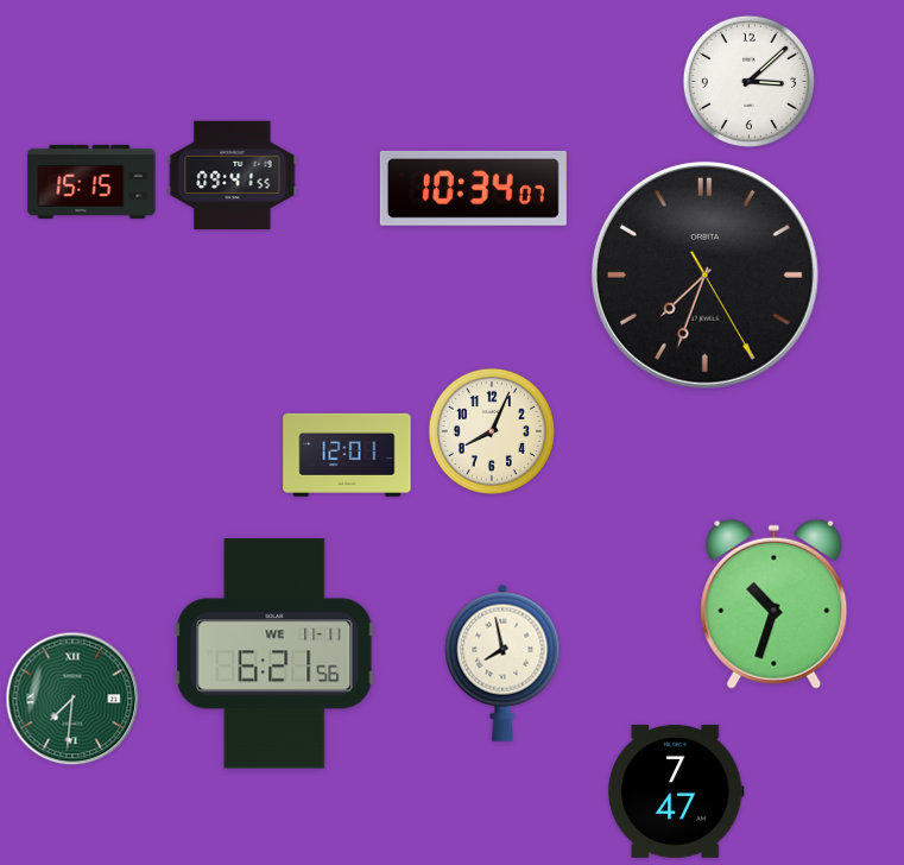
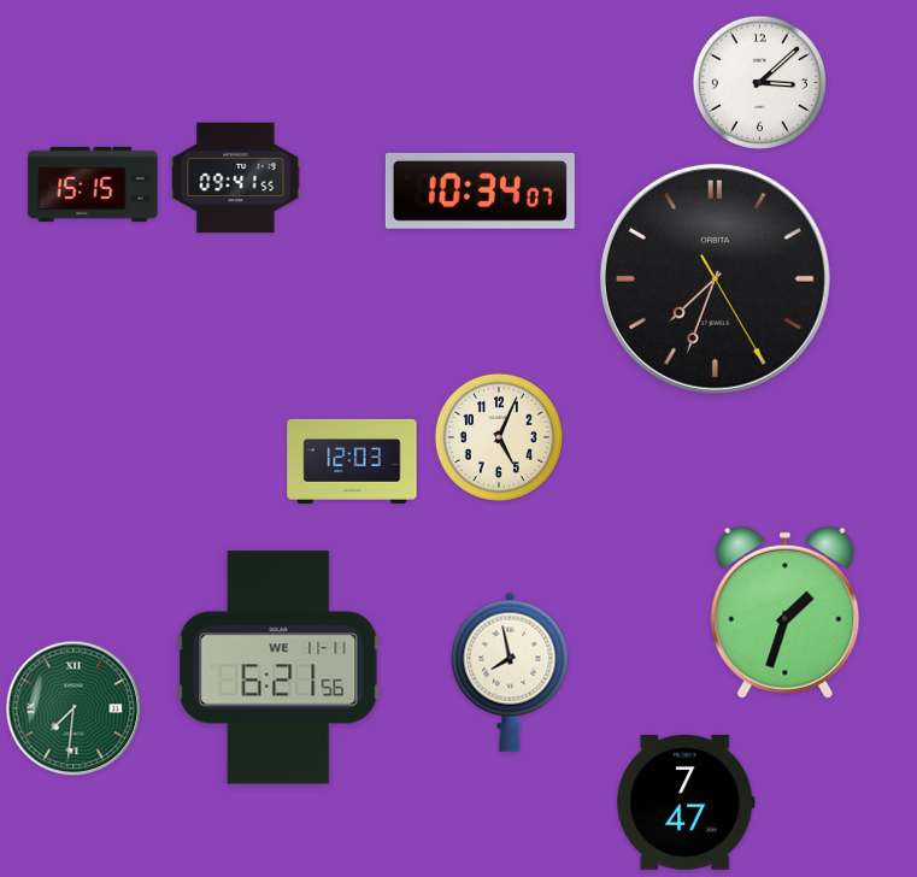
clock at (492, 431): 8:04 -> 5:04
clock at (347, 455): 12:01 -> 12:03
clock at (775, 604): 10:33 -> 1:33
clock at (274, 654) position: (274, 654) -> (278, 667)
